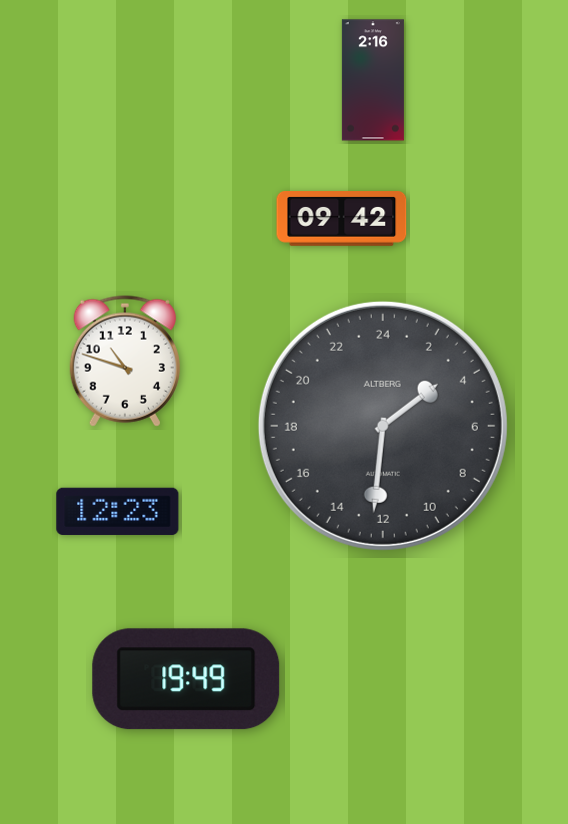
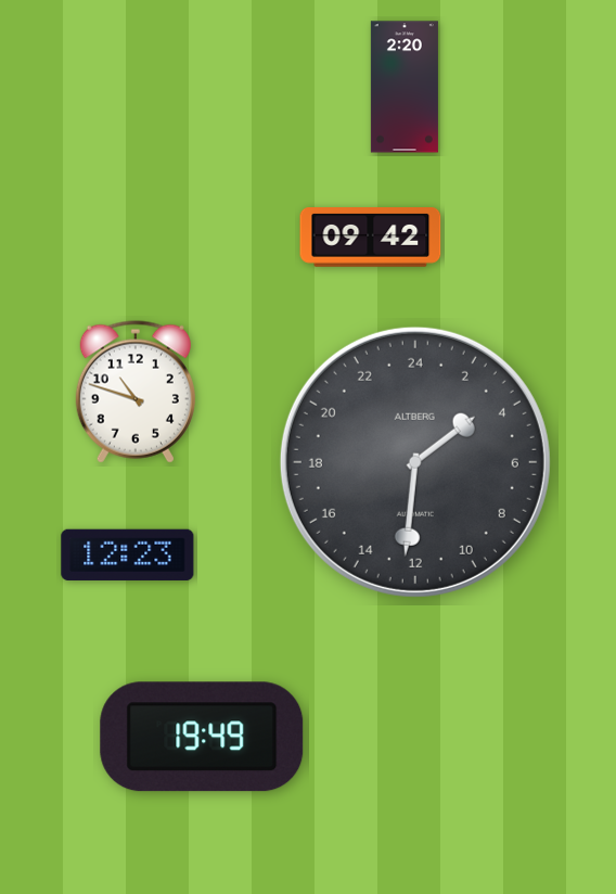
clock at (373, 80): 2:16 -> 2:20
